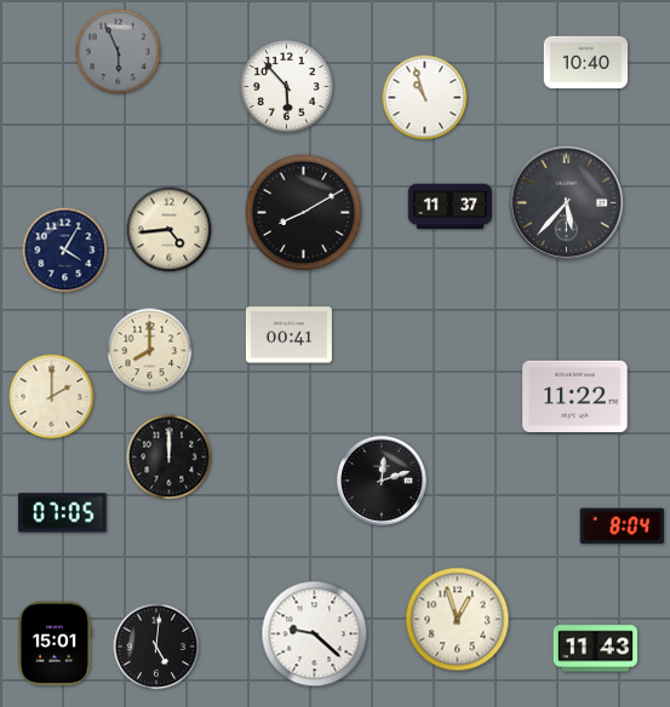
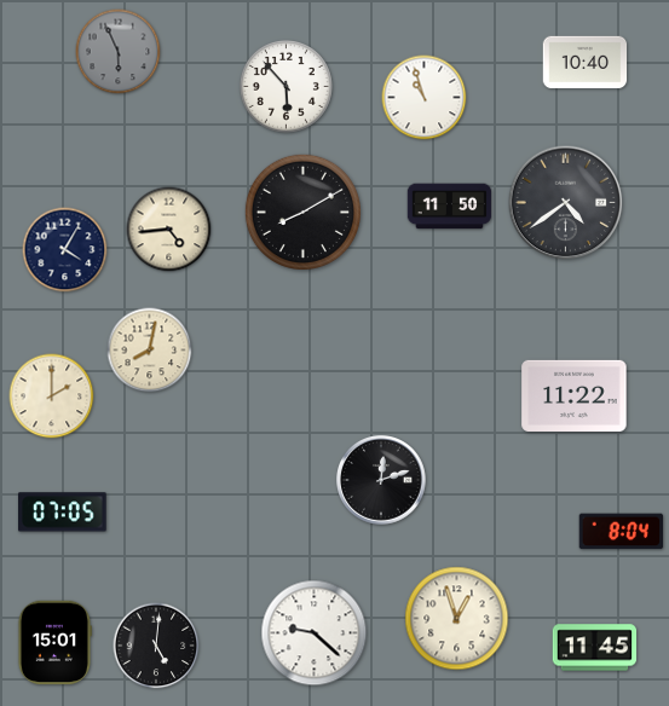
clock at (567, 203): 5:37 -> 4:39
clock at (451, 207): 11:37 -> 11:50
clock at (288, 335): 00:41 -> none
clock at (150, 351): 8:00 -> 8:02
clock at (170, 458): 12:00 -> none
clock at (623, 527) position: (623, 527) -> (622, 532)
clock at (596, 649): 11:43 -> 11:45
